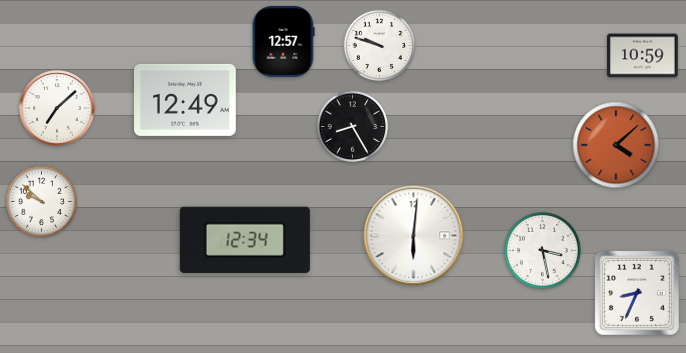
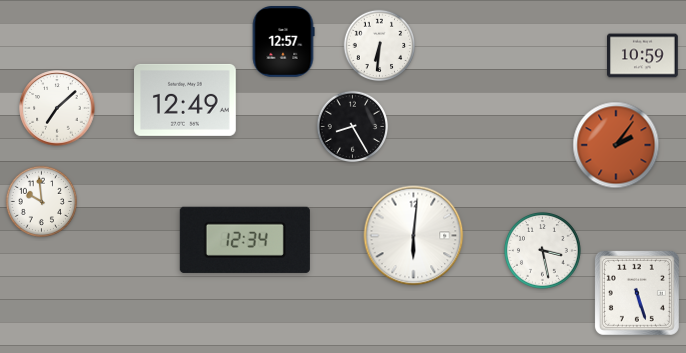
clock at (380, 46): 9:48 -> 6:31
clock at (616, 145): 4:08 -> 2:06
clock at (42, 202): 9:52 -> 9:59
clock at (637, 293): 8:34 -> 5:27
